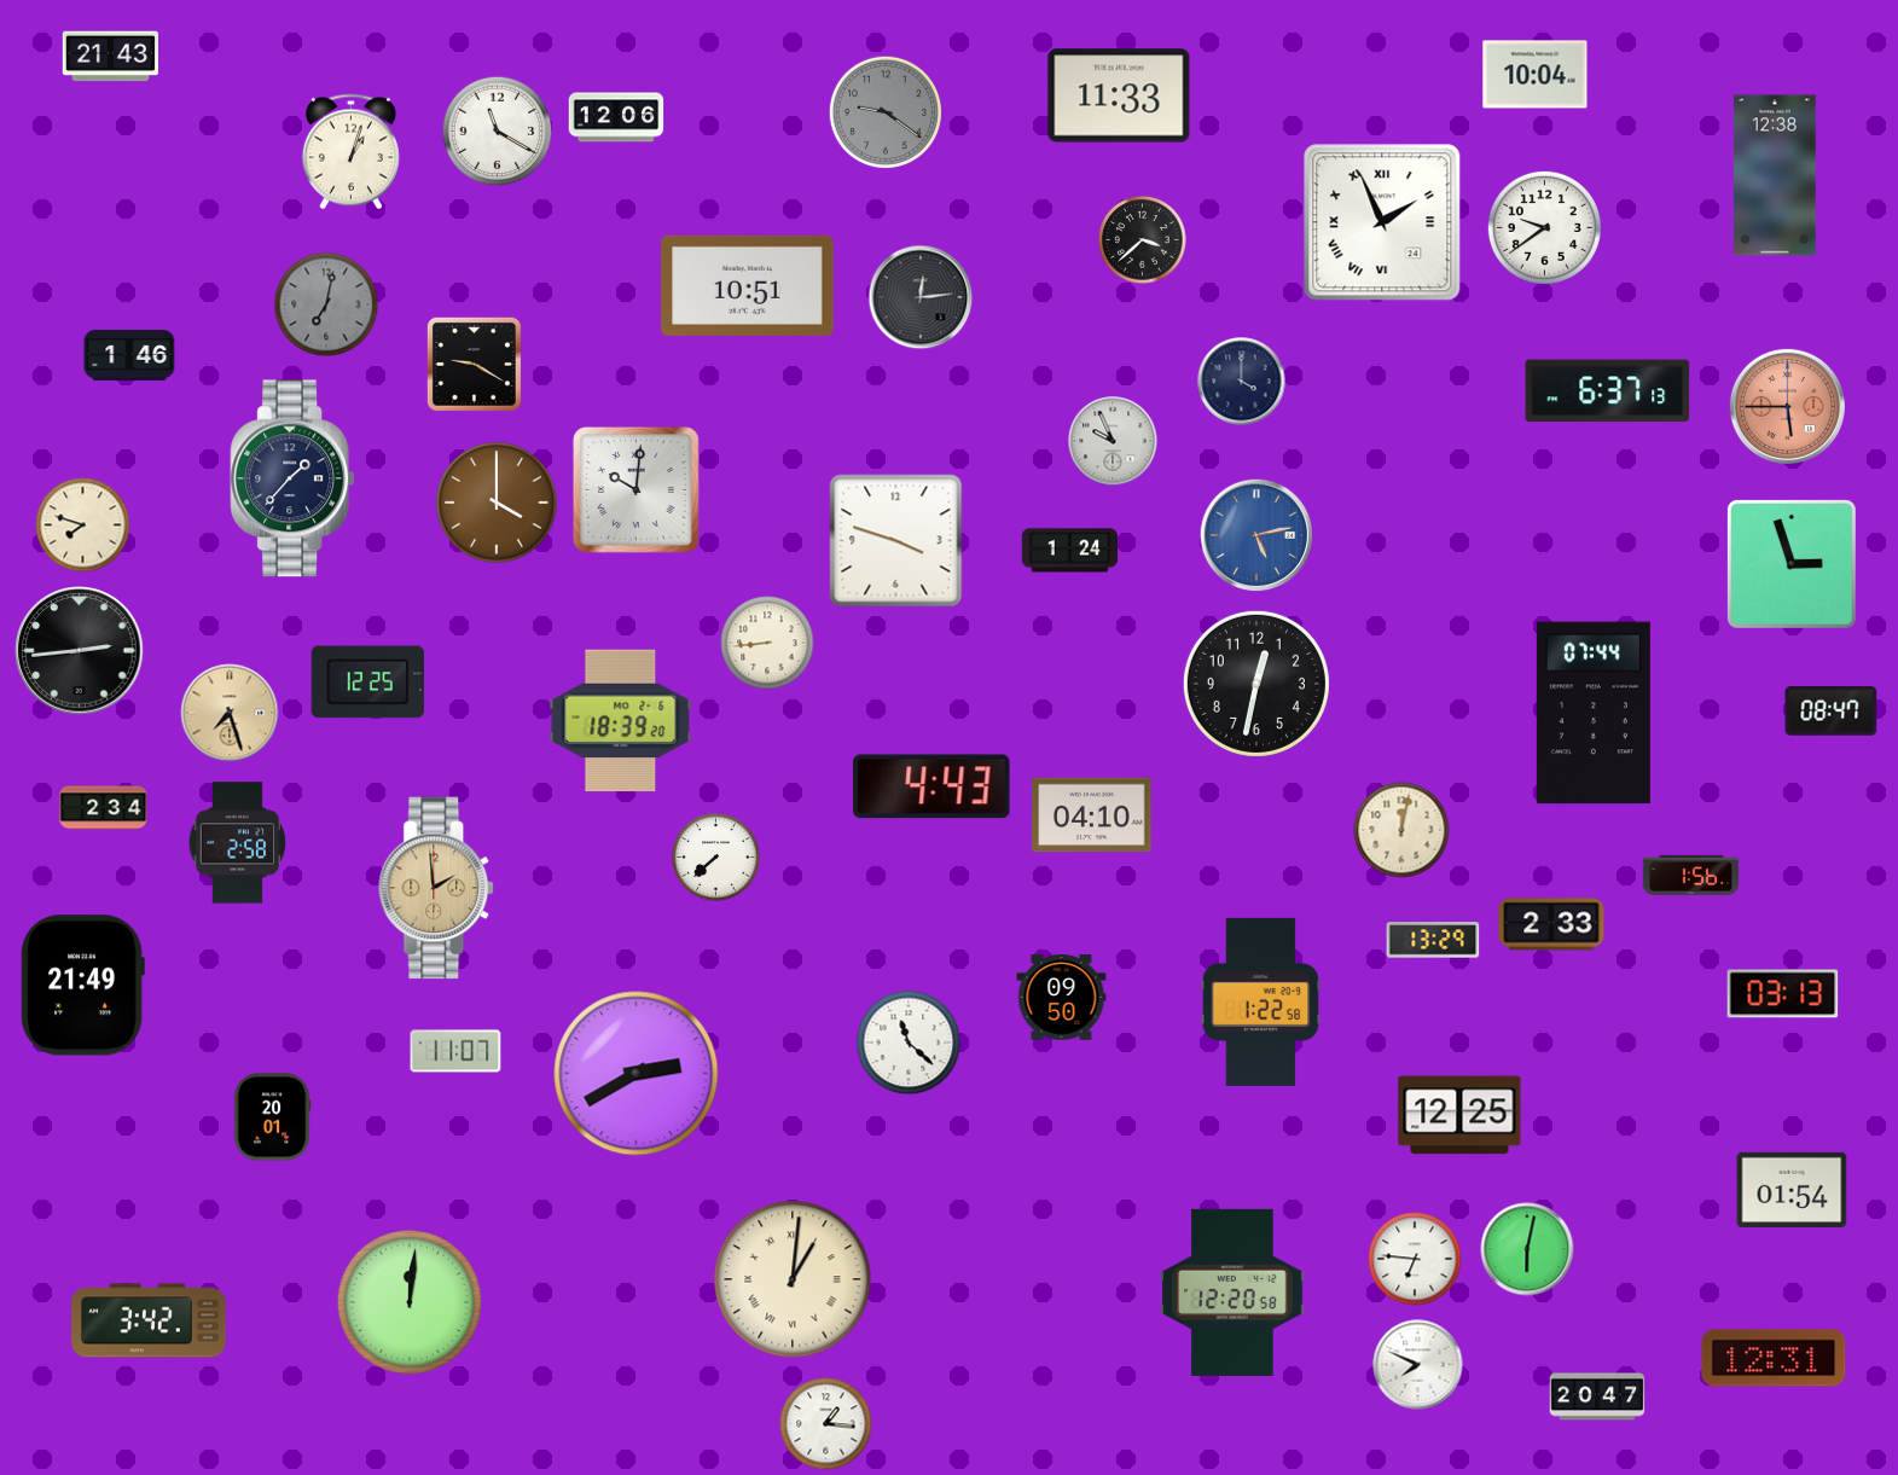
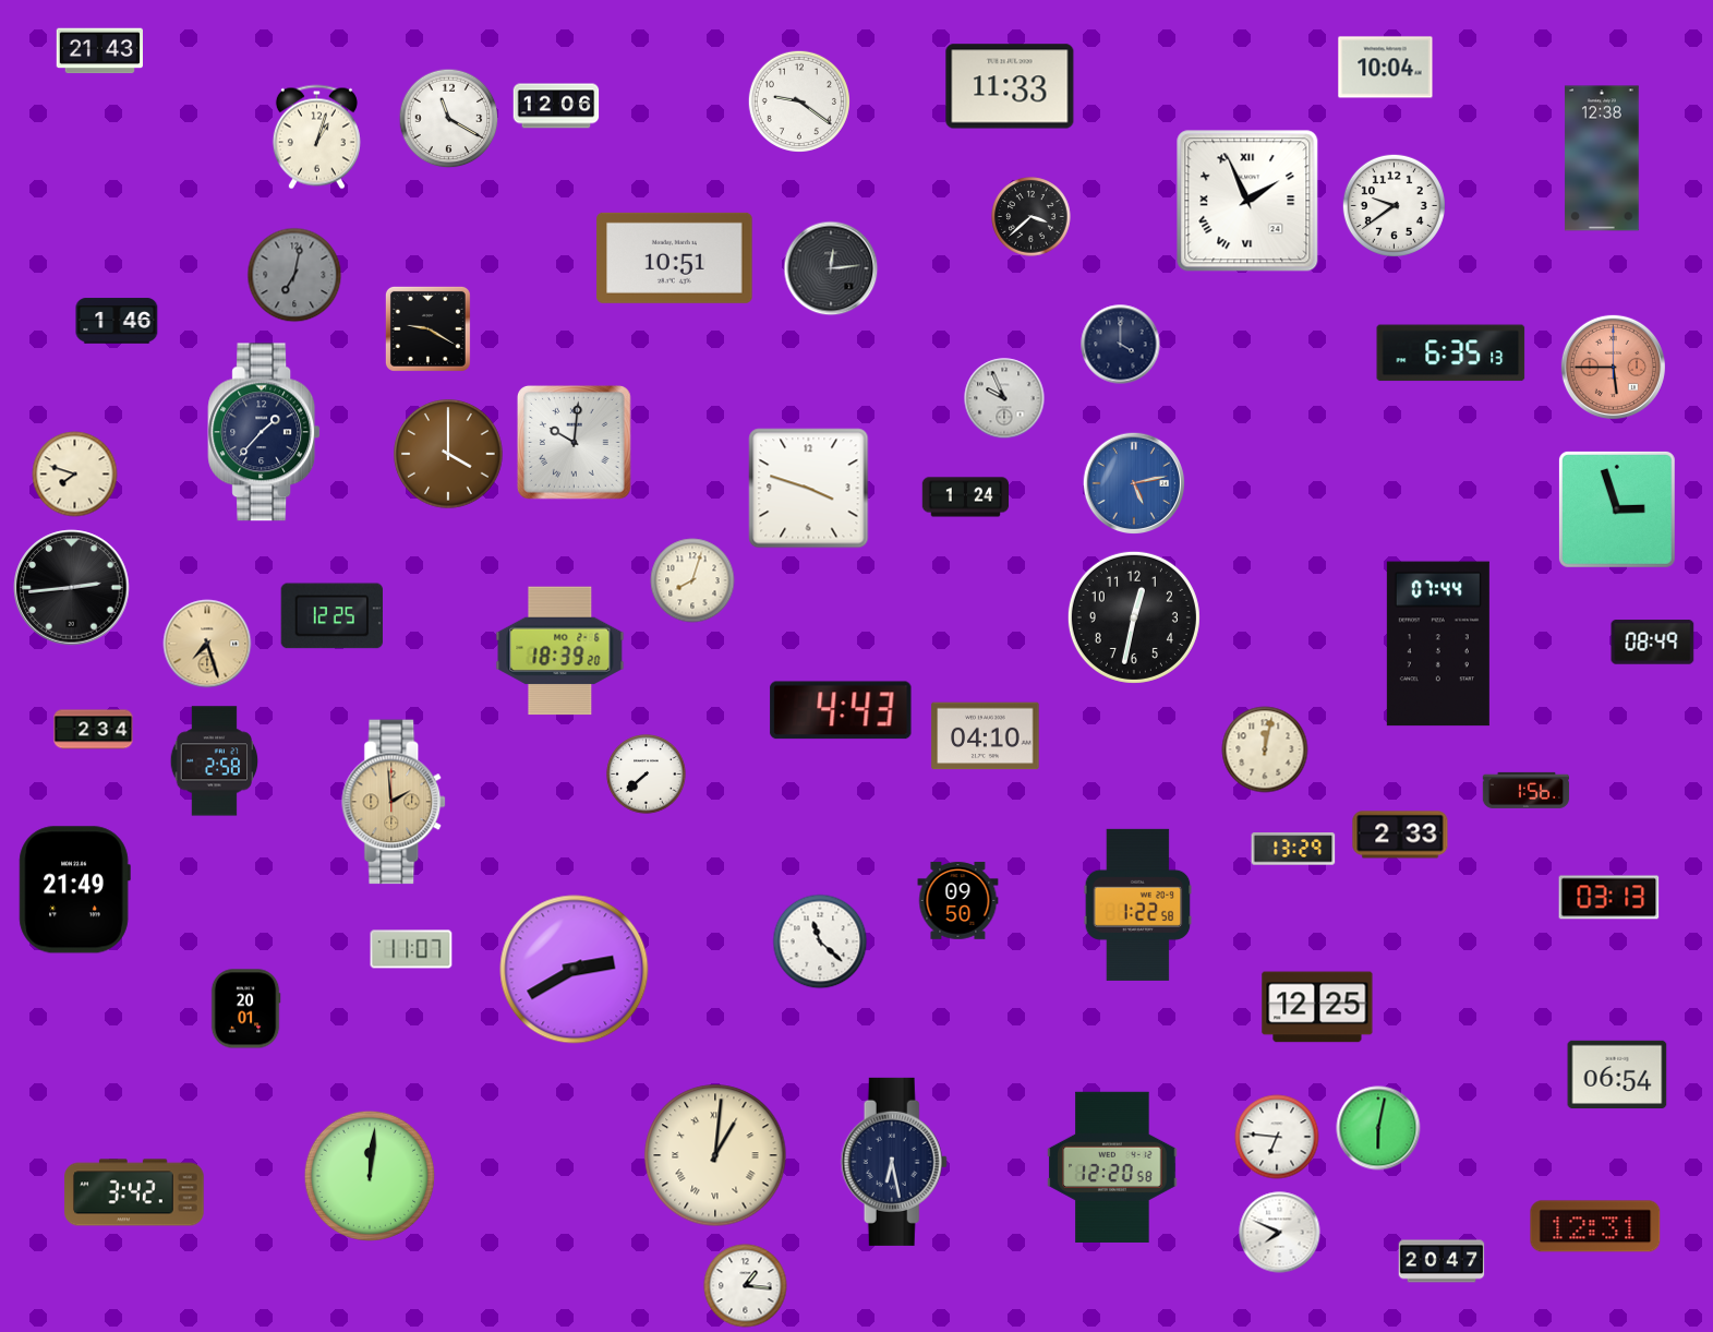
clock at (884, 111) dial: grey -> white
clock at (1608, 391): 6:37 -> 6:35
clock at (767, 643): 8:44 -> 8:03
clock at (1832, 712): 08:47 -> 08:49
clock at (1792, 1189): 01:54 -> 06:54
clock at (894, 1162): none -> 6:28
clock at (1774, 1358) position: (1774, 1358) -> (1595, 1226)
